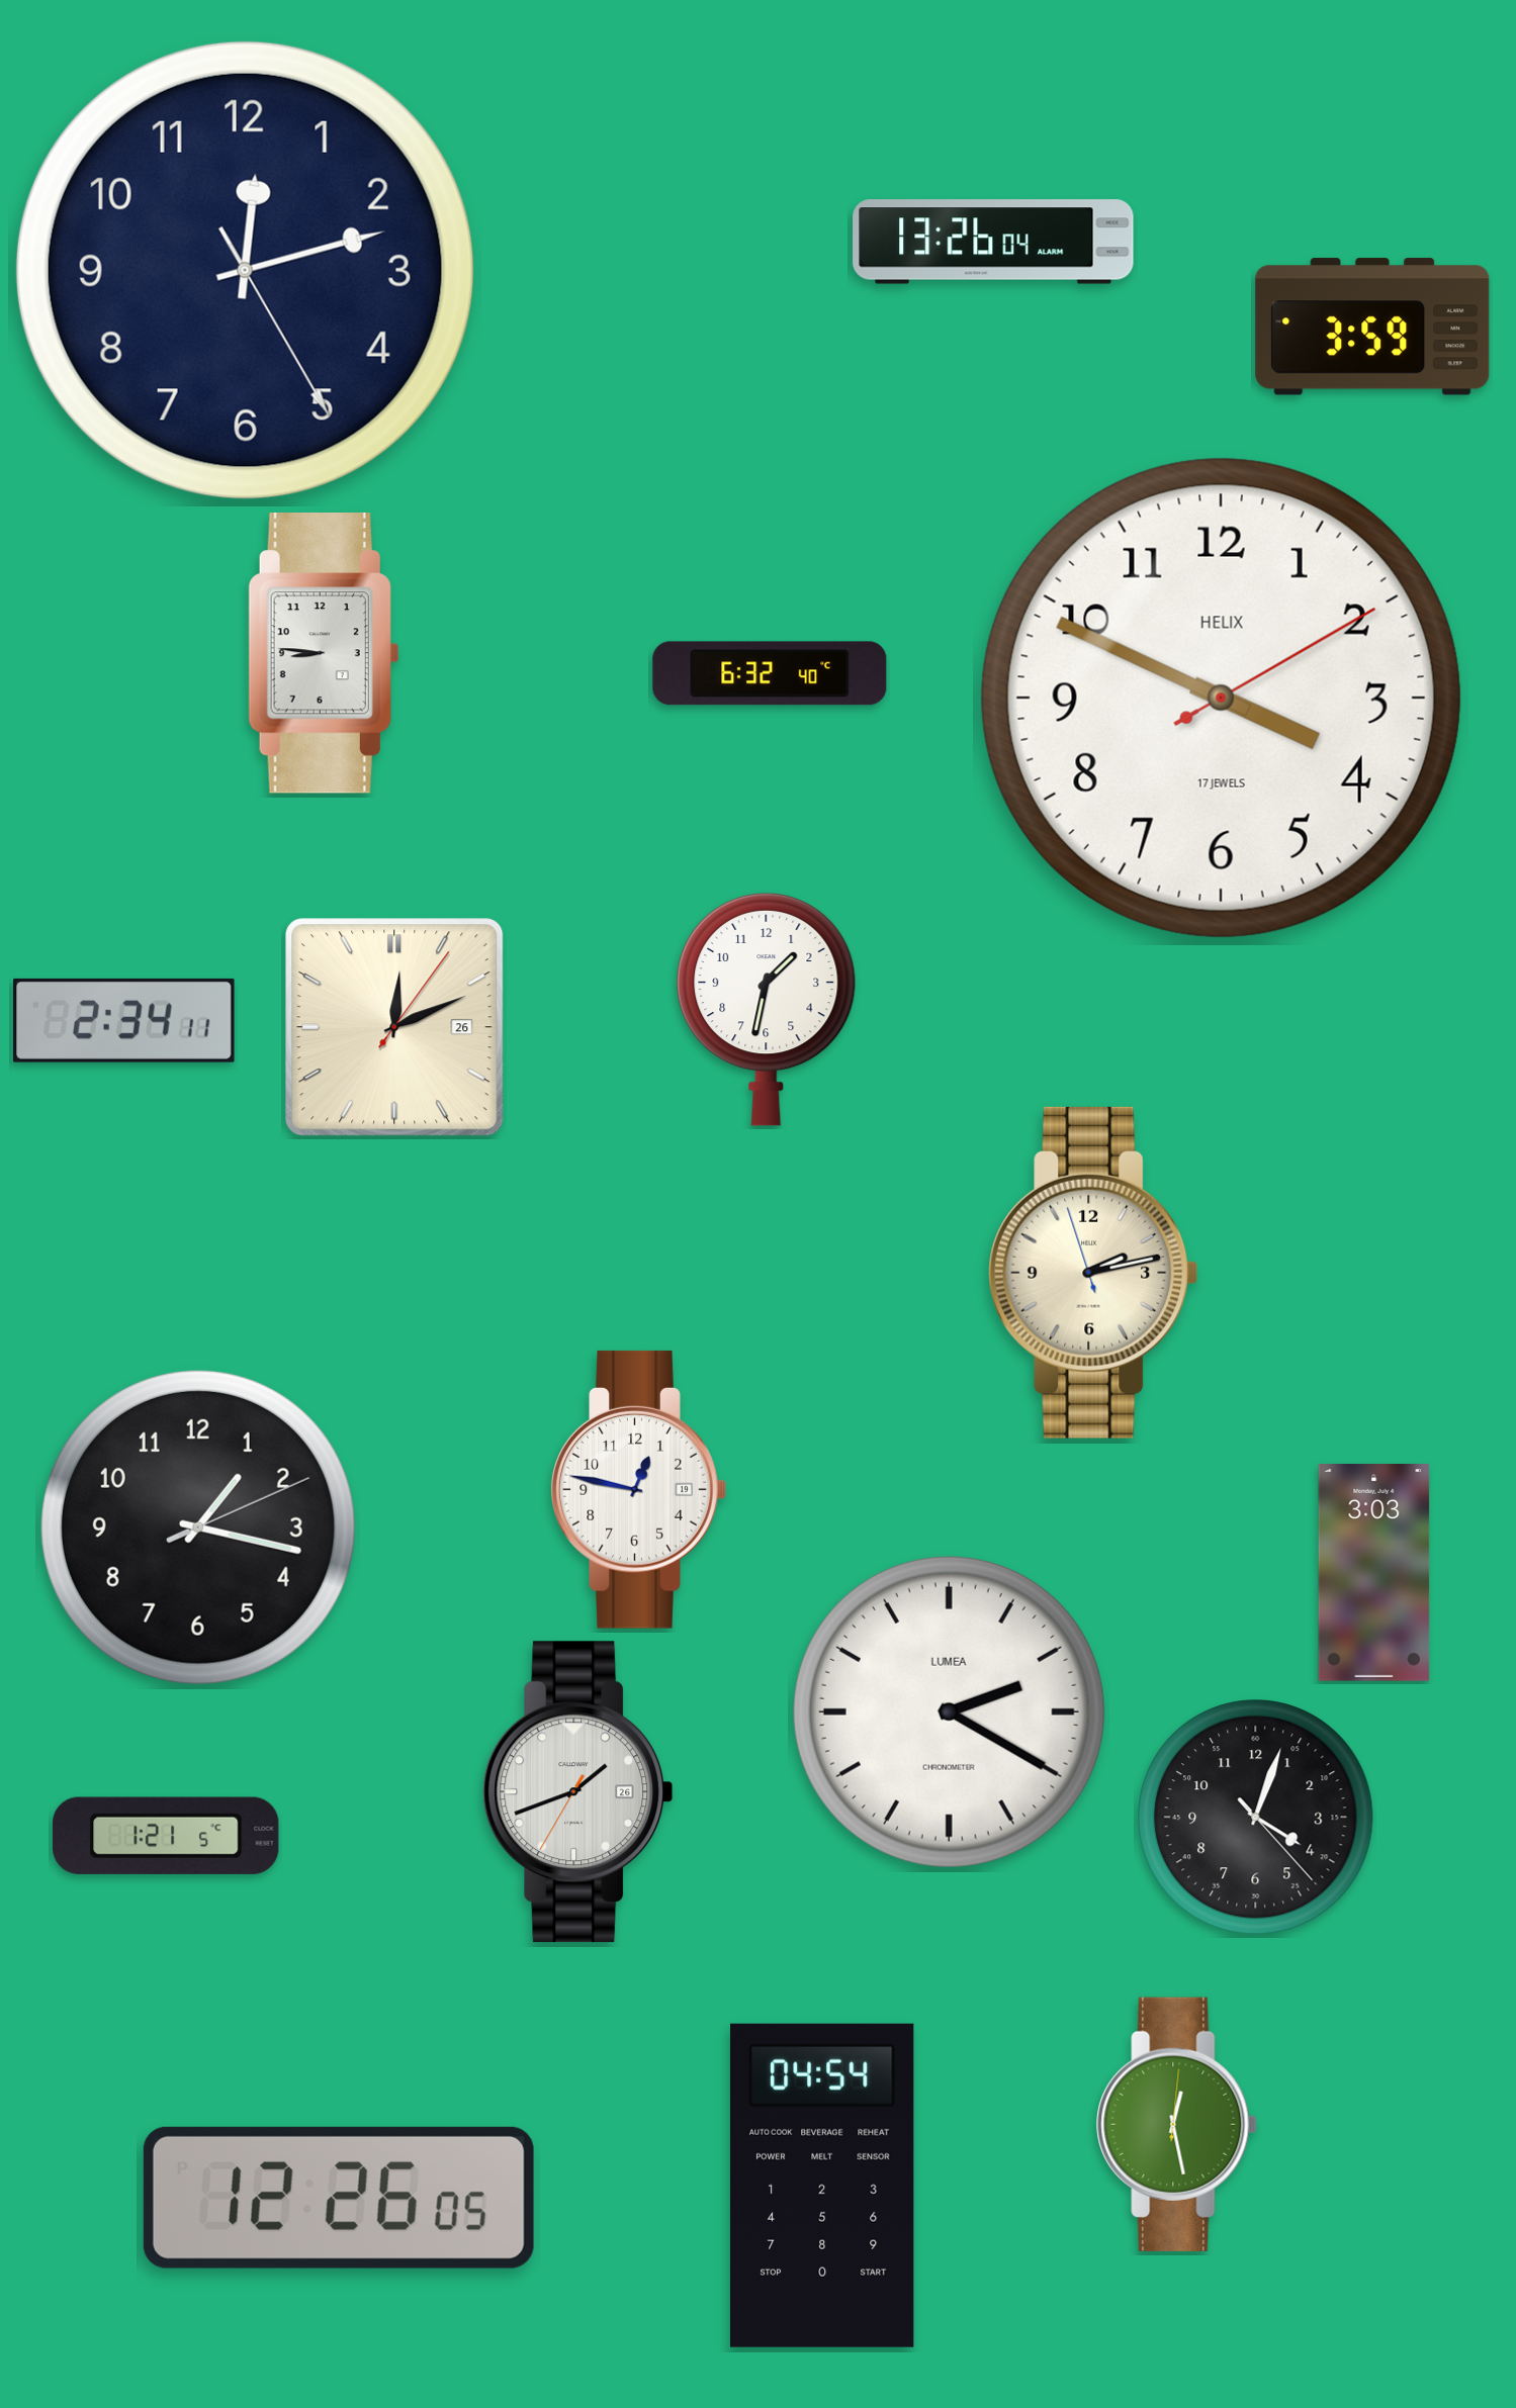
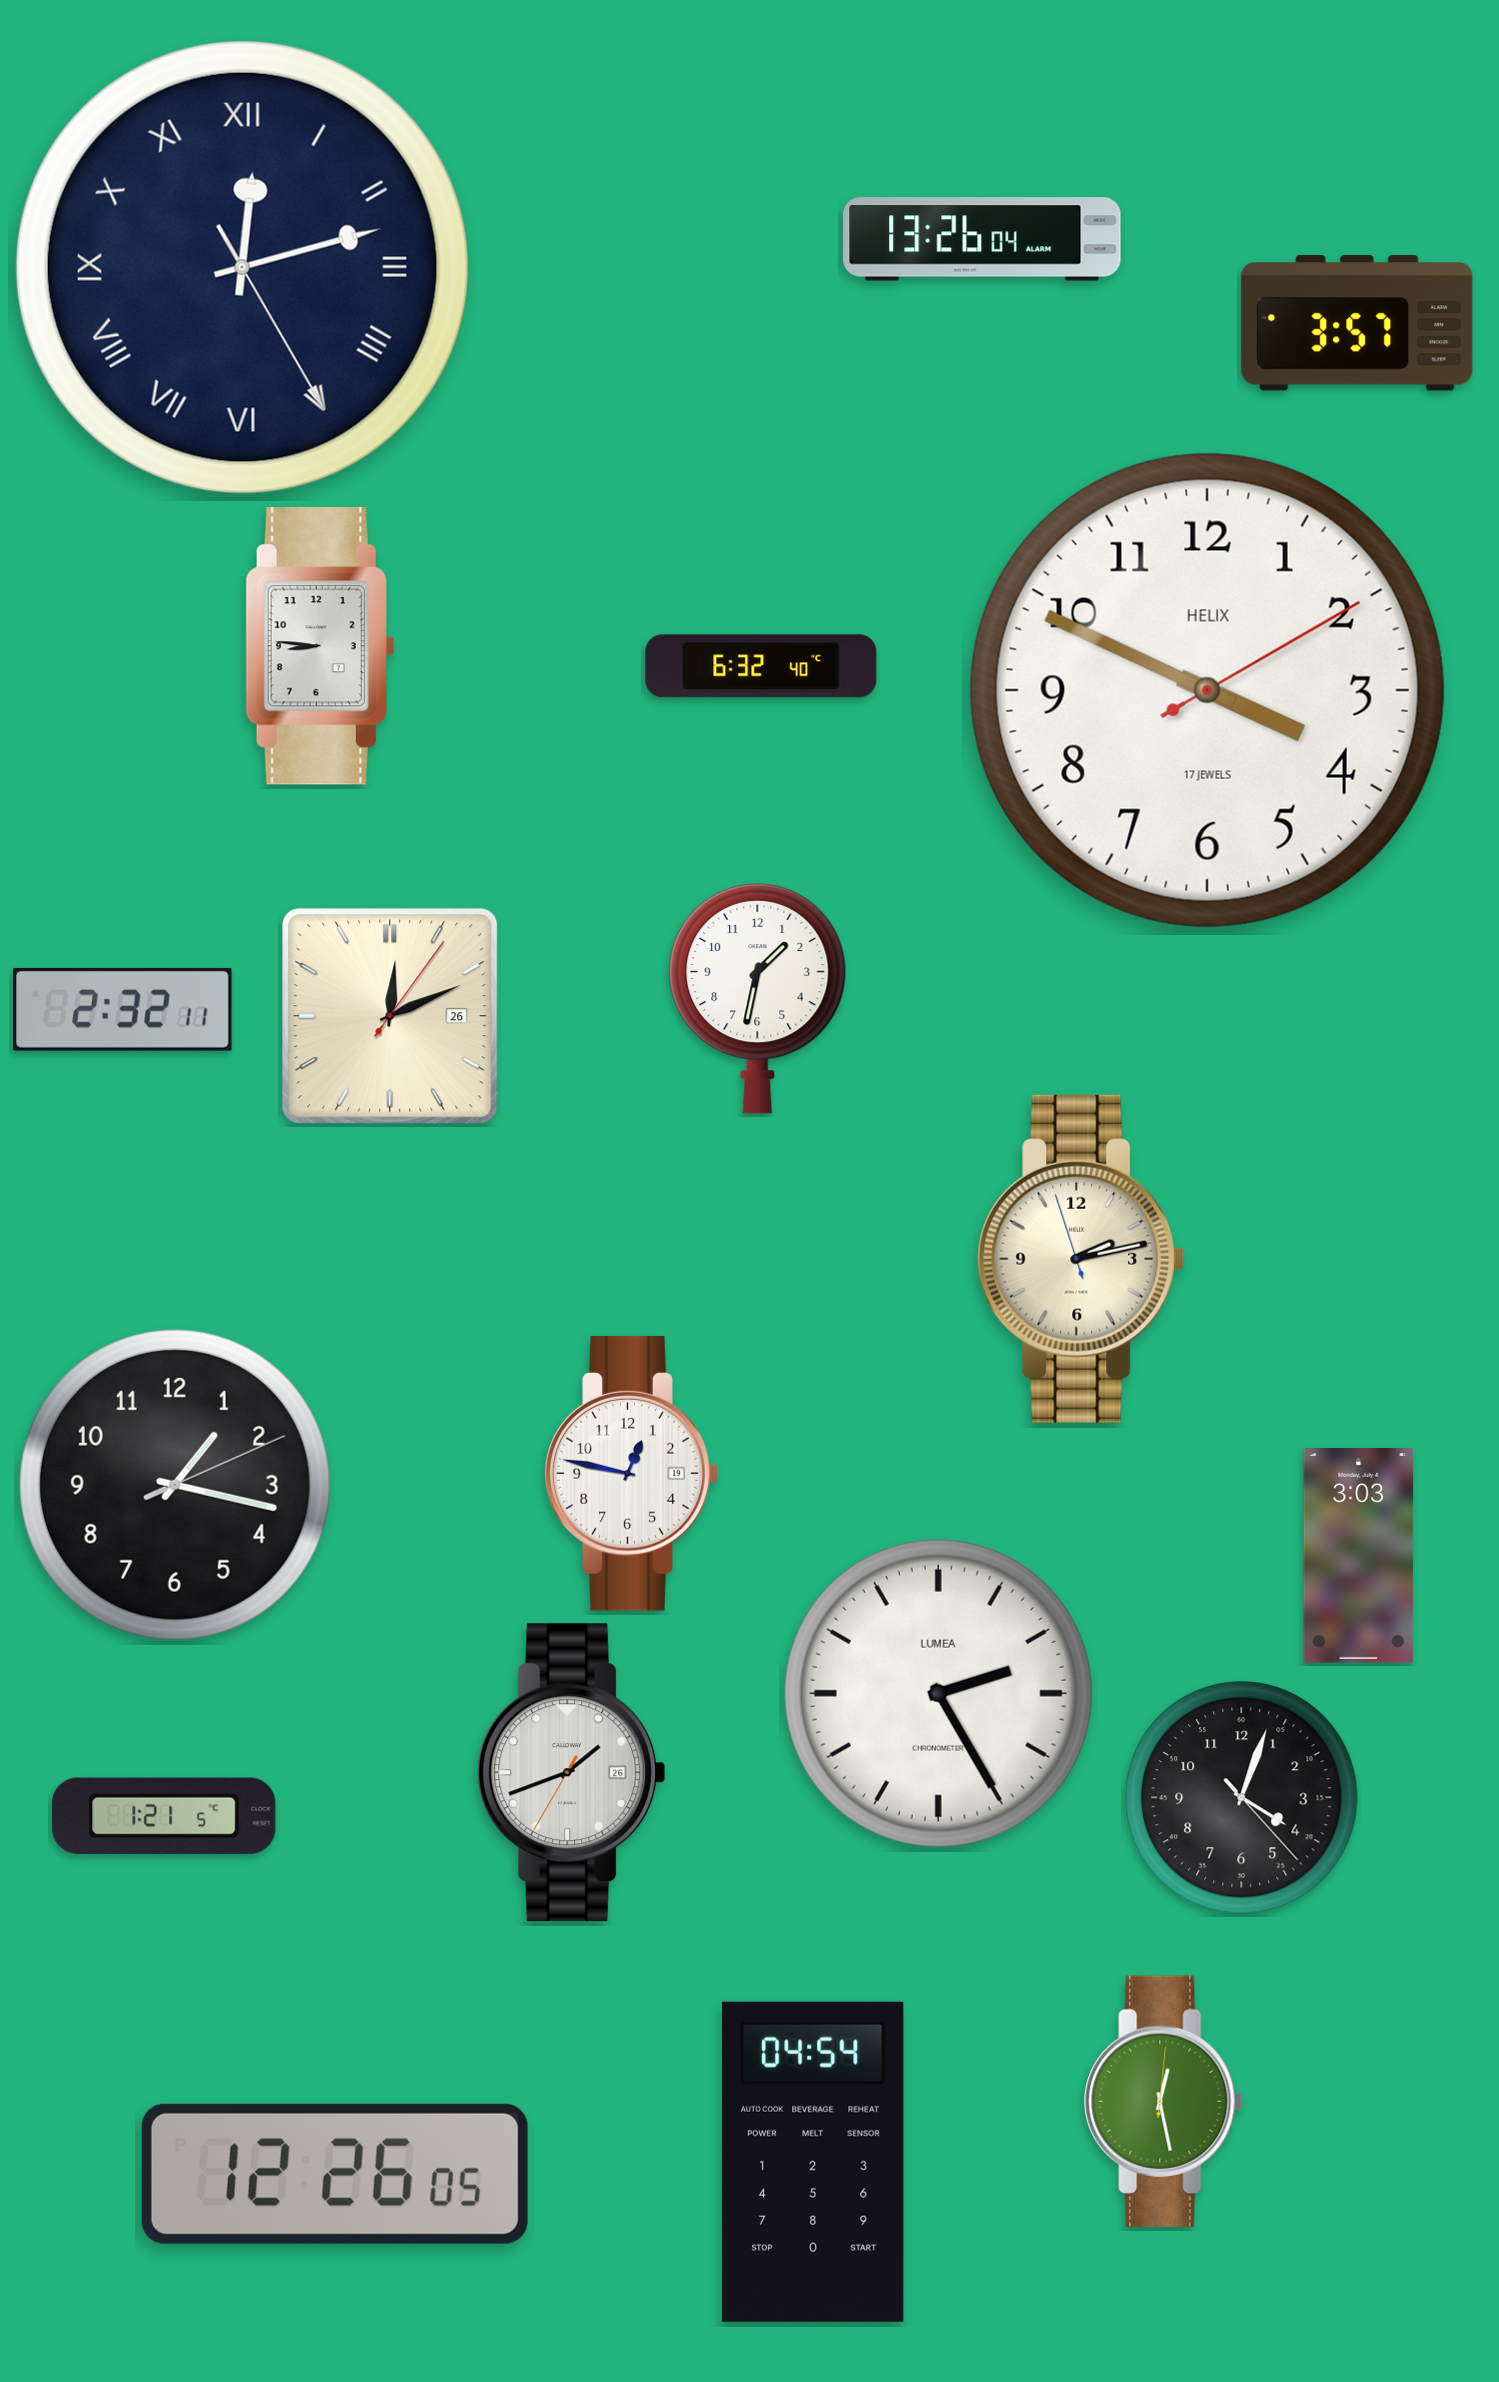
clock at (245, 270) numerals: Arabic -> Roman
clock at (1372, 327): 3:59 -> 3:57
clock at (124, 1020): 2:34 -> 2:32
clock at (198, 1527) position: (198, 1527) -> (175, 1485)
clock at (949, 1711): 2:20 -> 2:25
